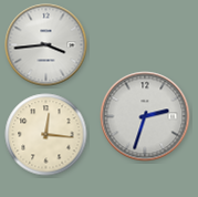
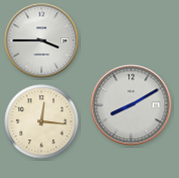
clock at (46, 45): 3:44 -> 3:45
clock at (145, 116): 2:33 -> 8:10
